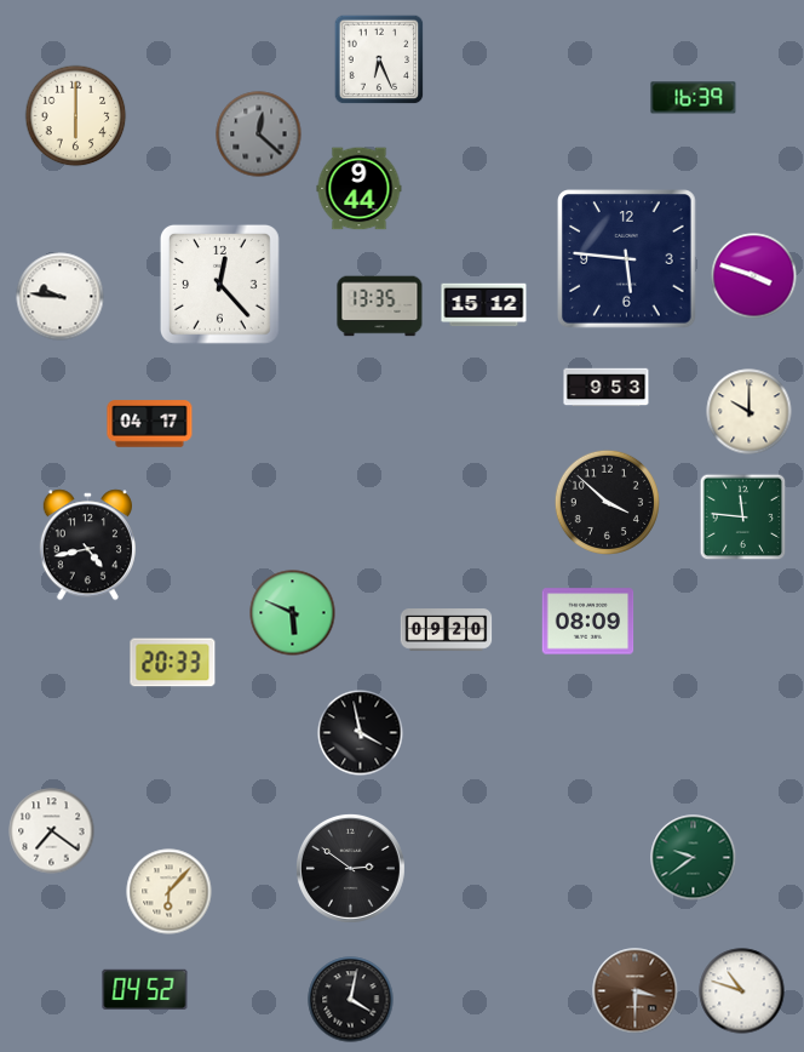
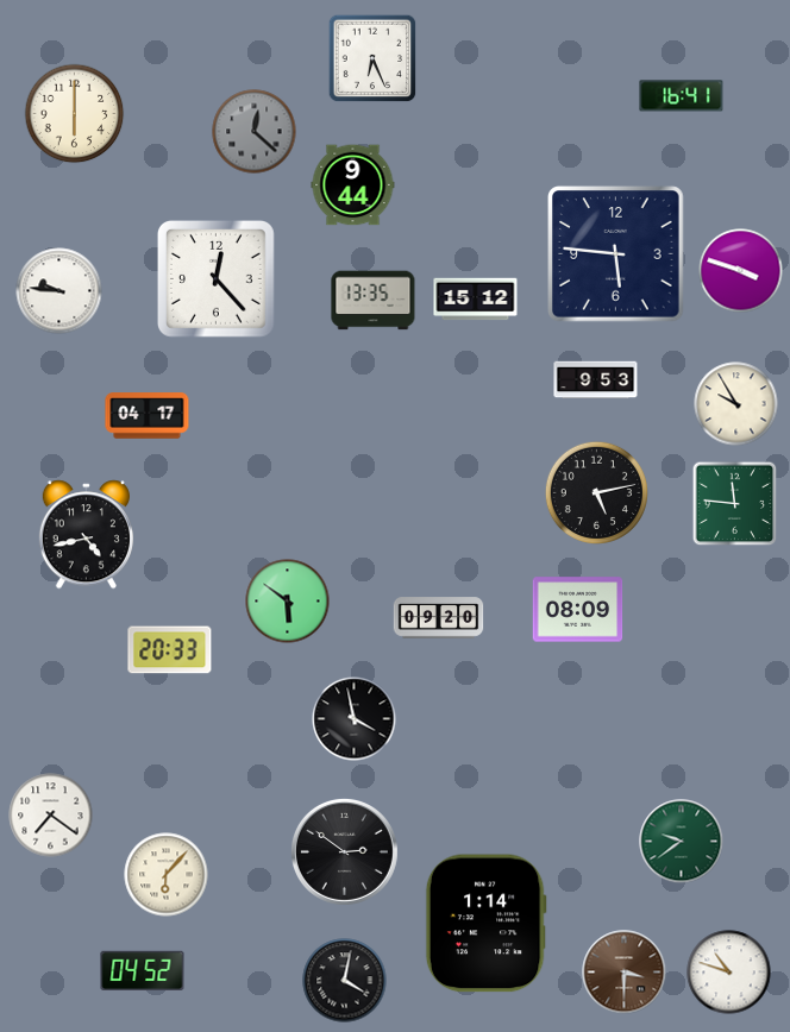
clock at (694, 98): 16:39 -> 16:41
clock at (750, 412): 10:00 -> 9:55
clock at (607, 502): 3:52 -> 5:13
clock at (743, 518) position: (743, 518) -> (735, 504)
clock at (293, 613): 5:49 -> 5:51
clock at (485, 924): none -> 1:14
